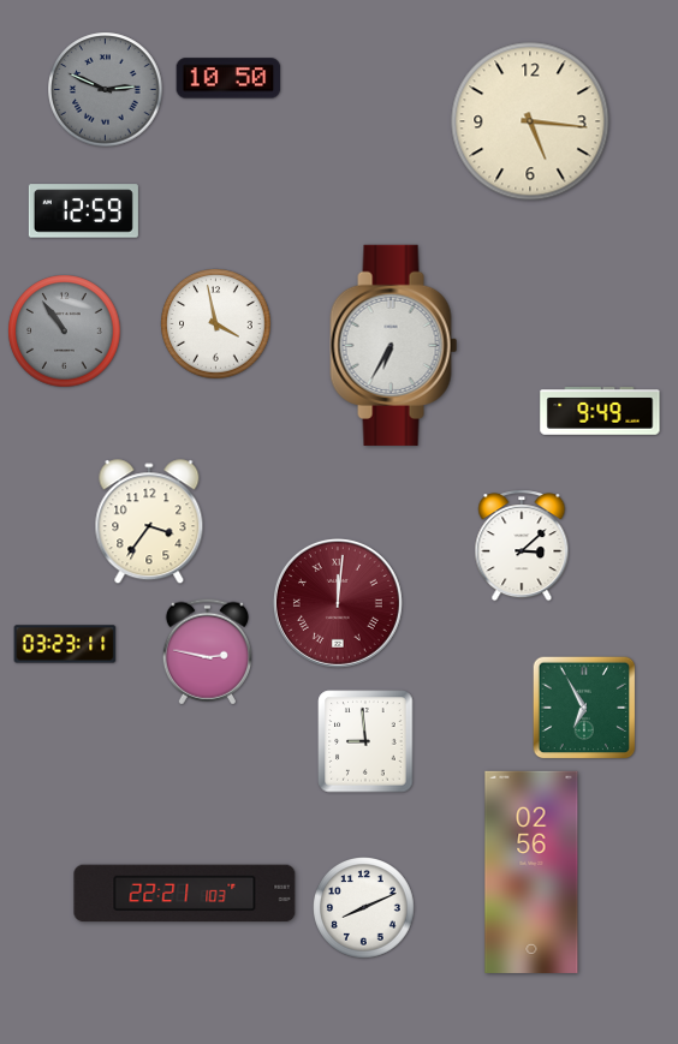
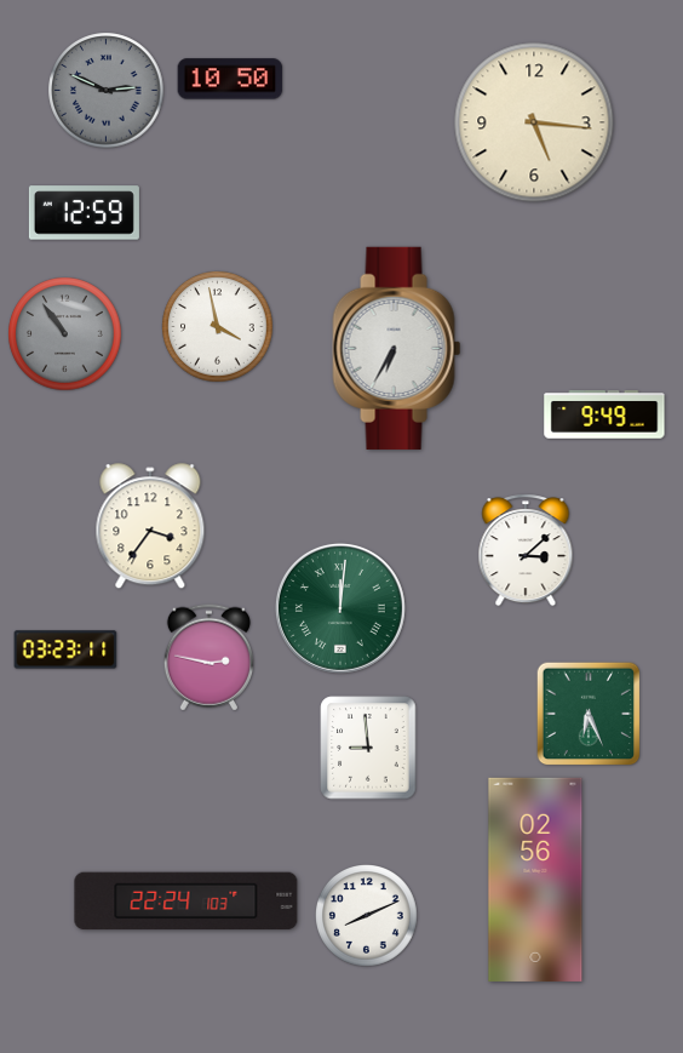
clock at (338, 603) dial: burgundy -> green
clock at (584, 708): 6:55 -> 6:26
clock at (185, 894): 22:21 -> 22:24
